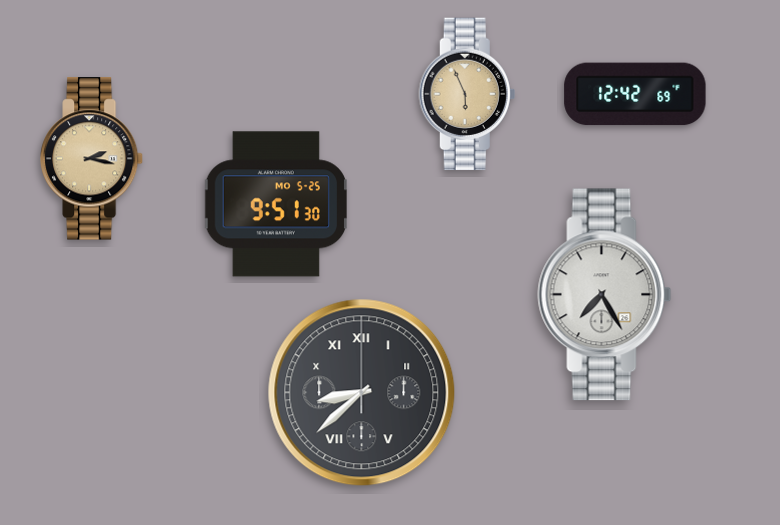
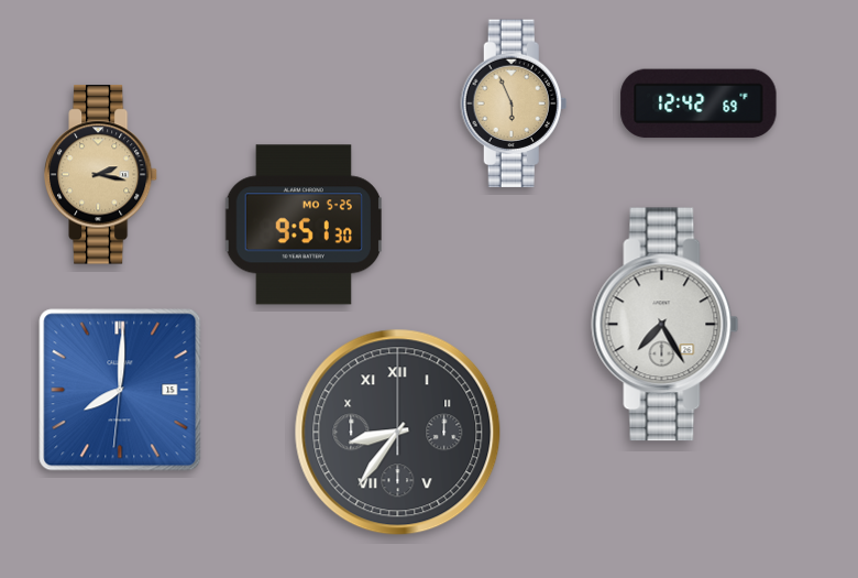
clock at (120, 390): none -> 8:00
clock at (362, 393): 8:38 -> 8:36
